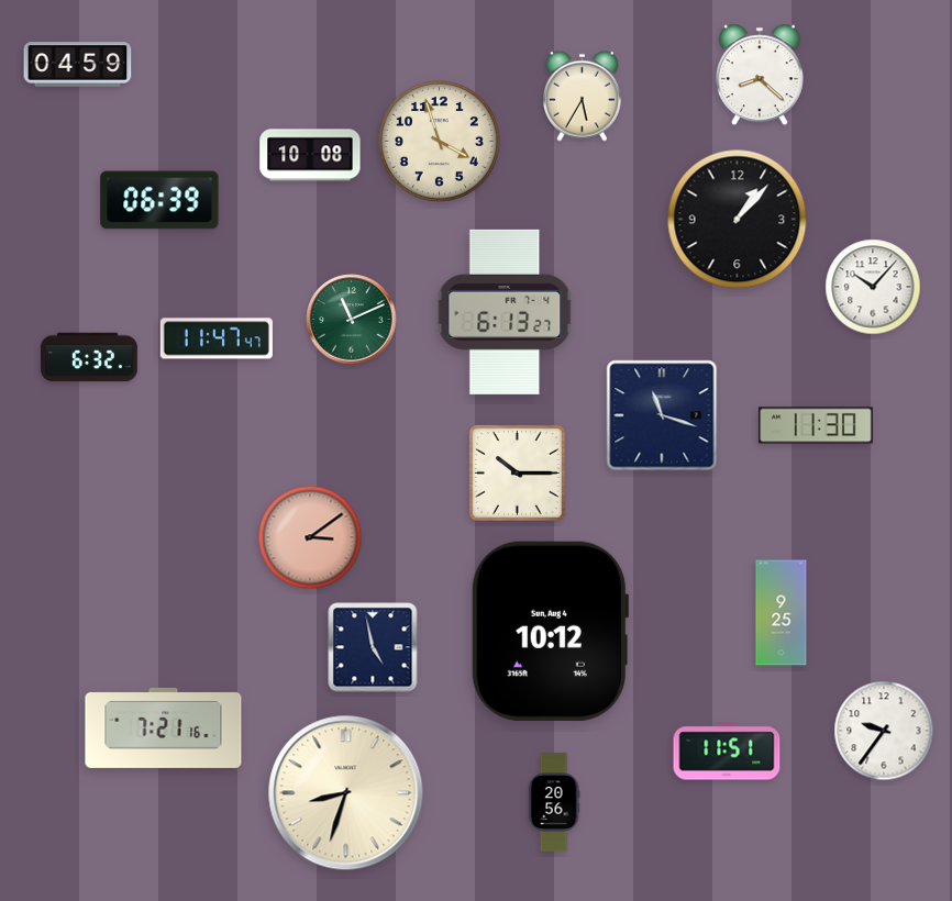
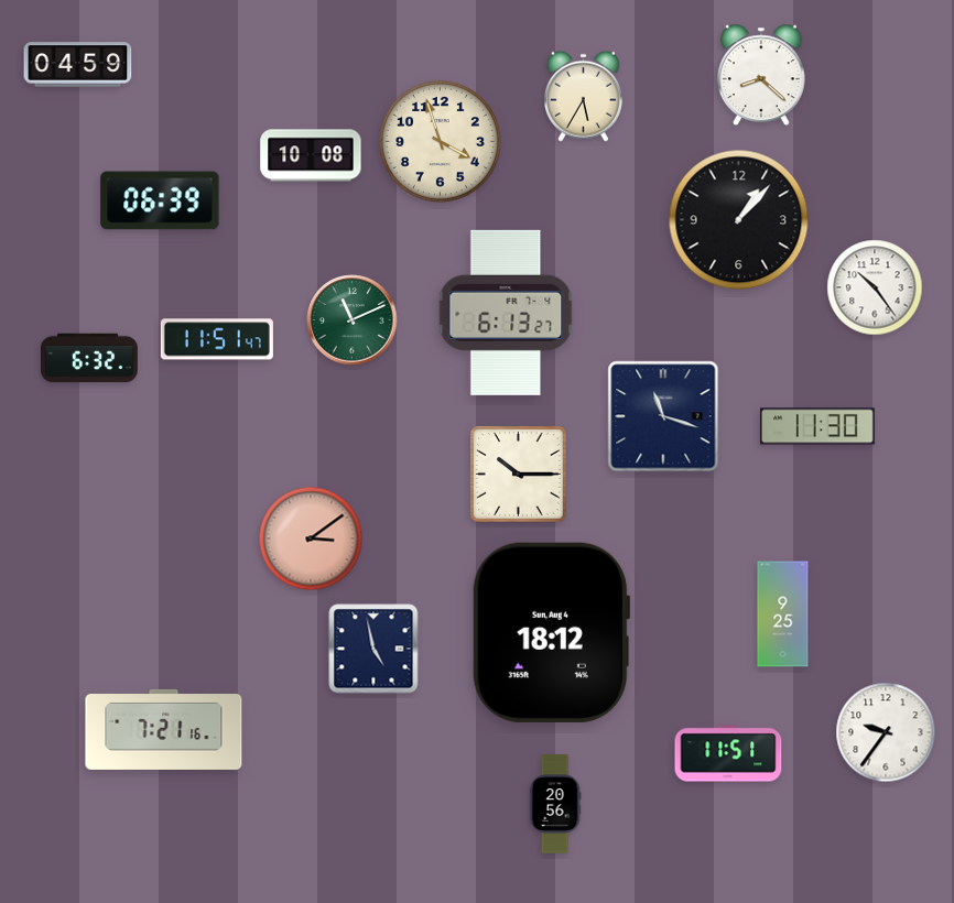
clock at (873, 287): 10:07 -> 10:24
clock at (217, 338): 11:47 -> 11:51
clock at (550, 631): 10:12 -> 18:12
clock at (346, 793): 8:33 -> none
